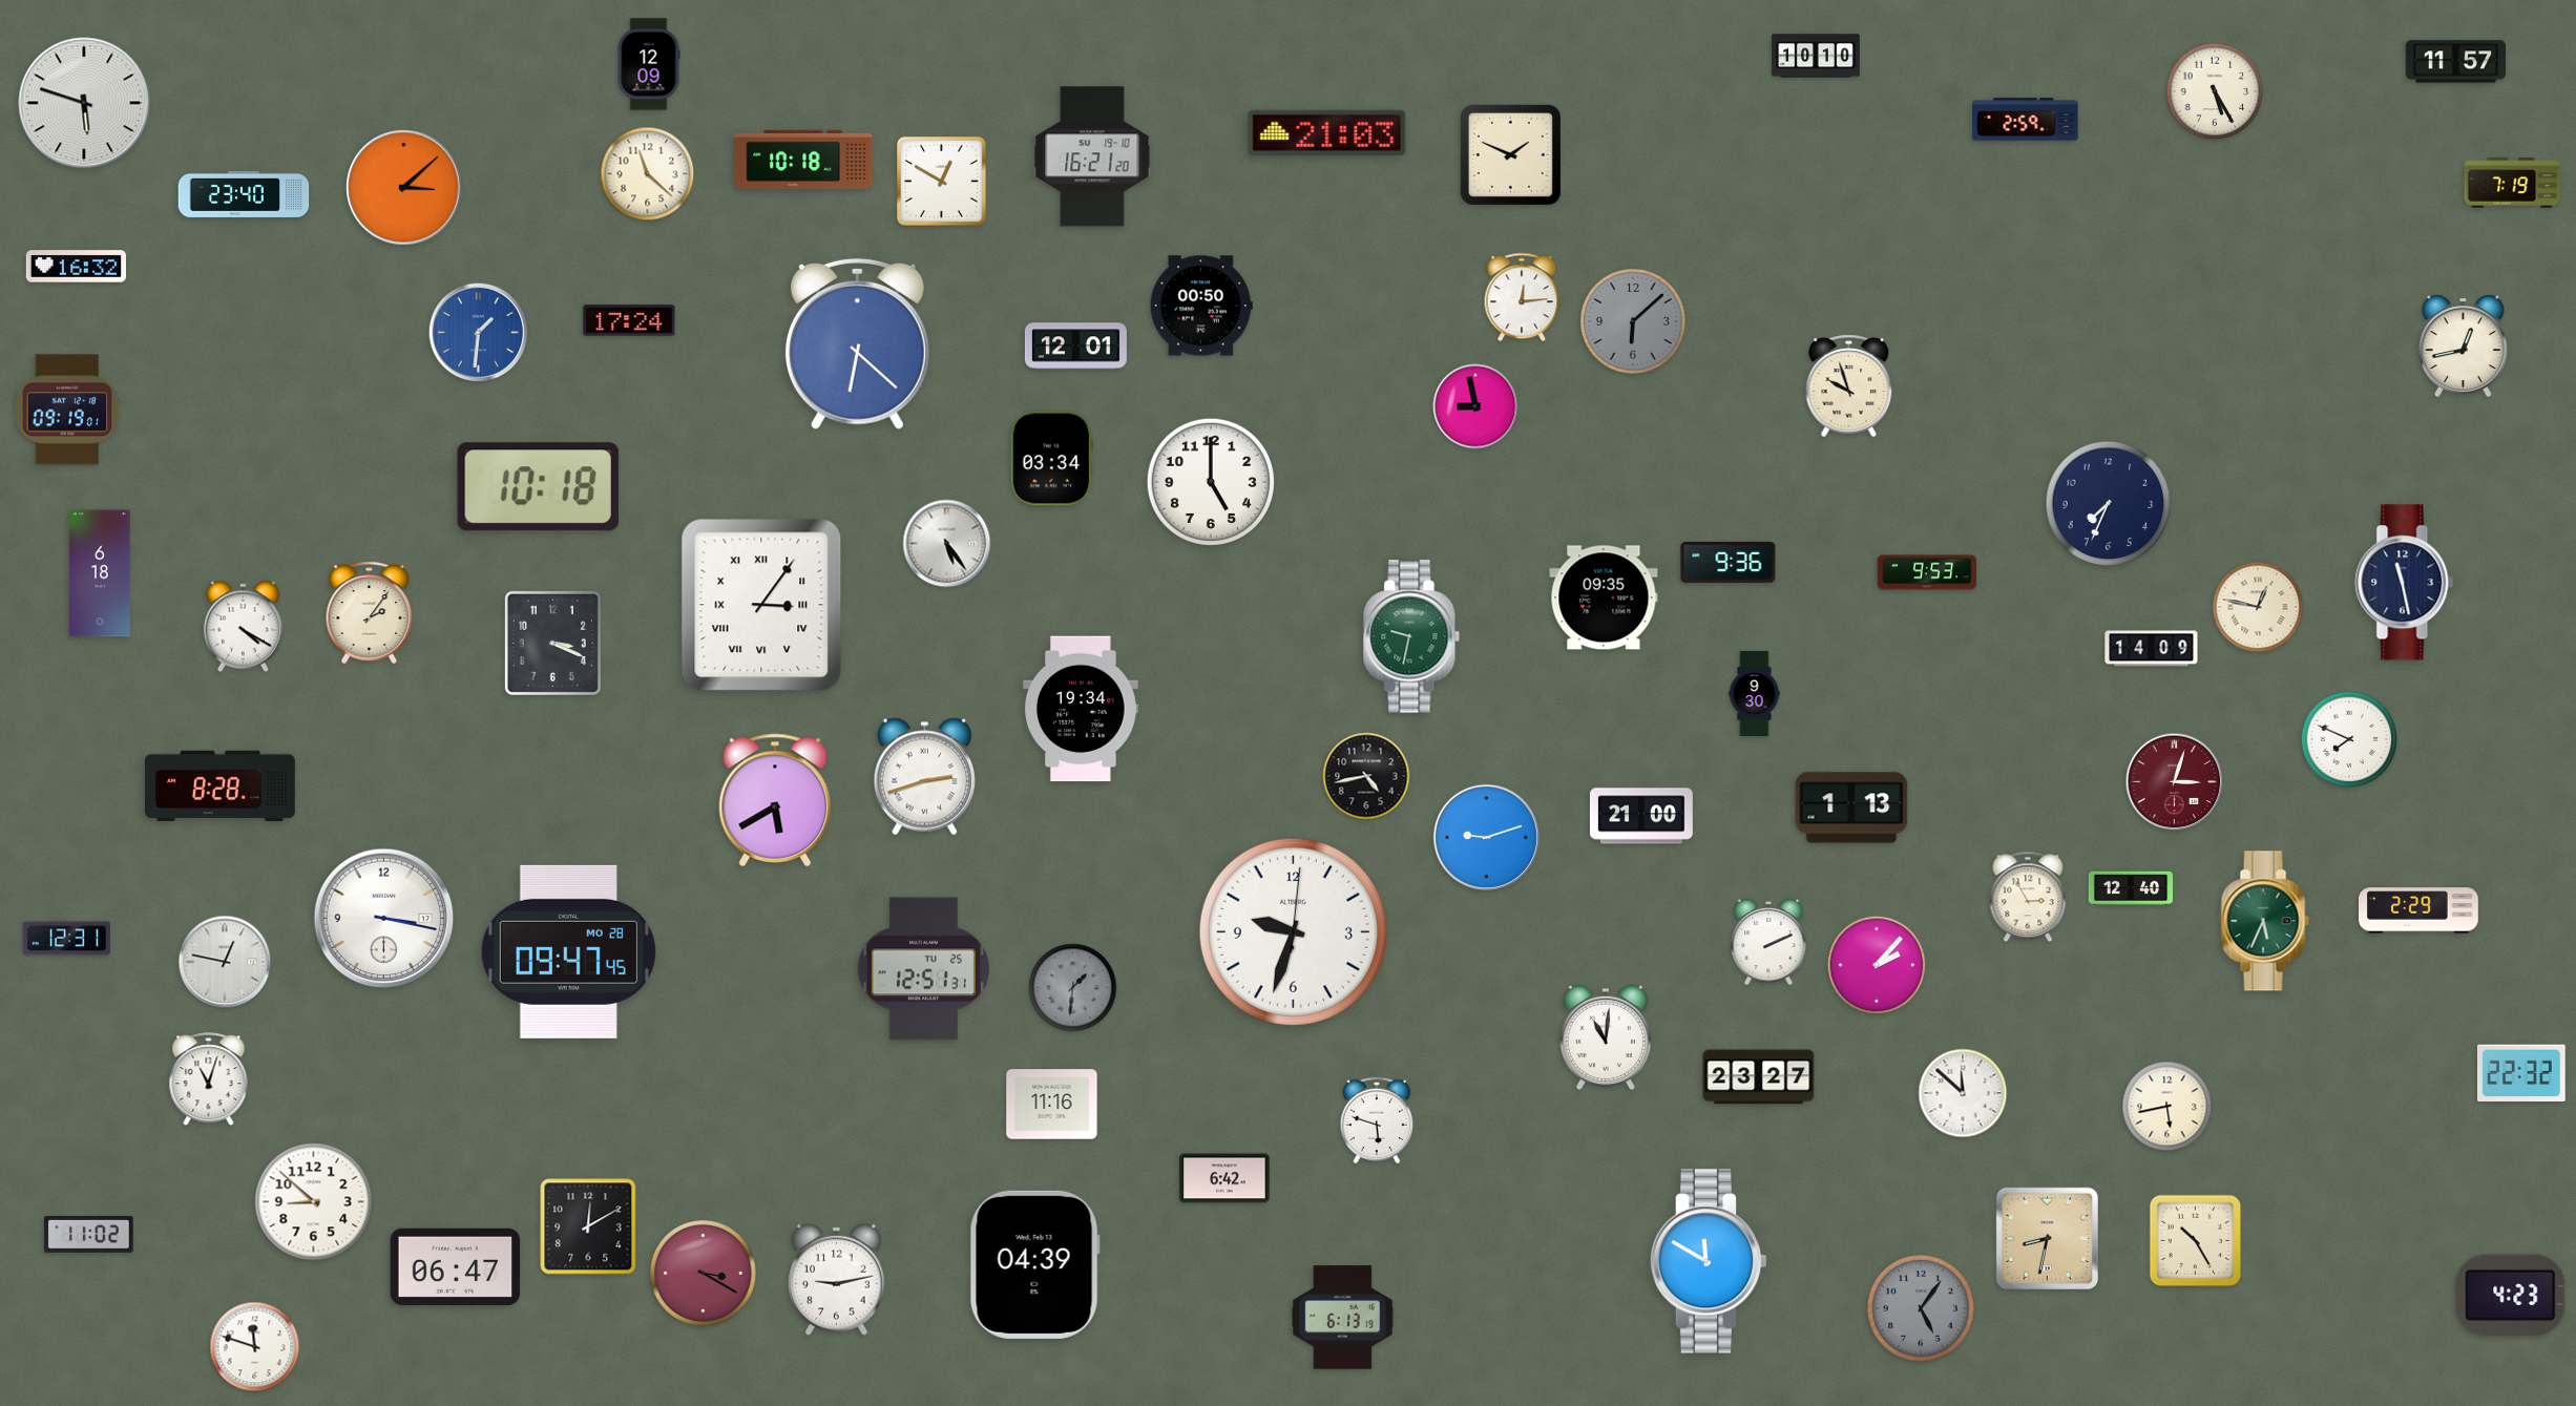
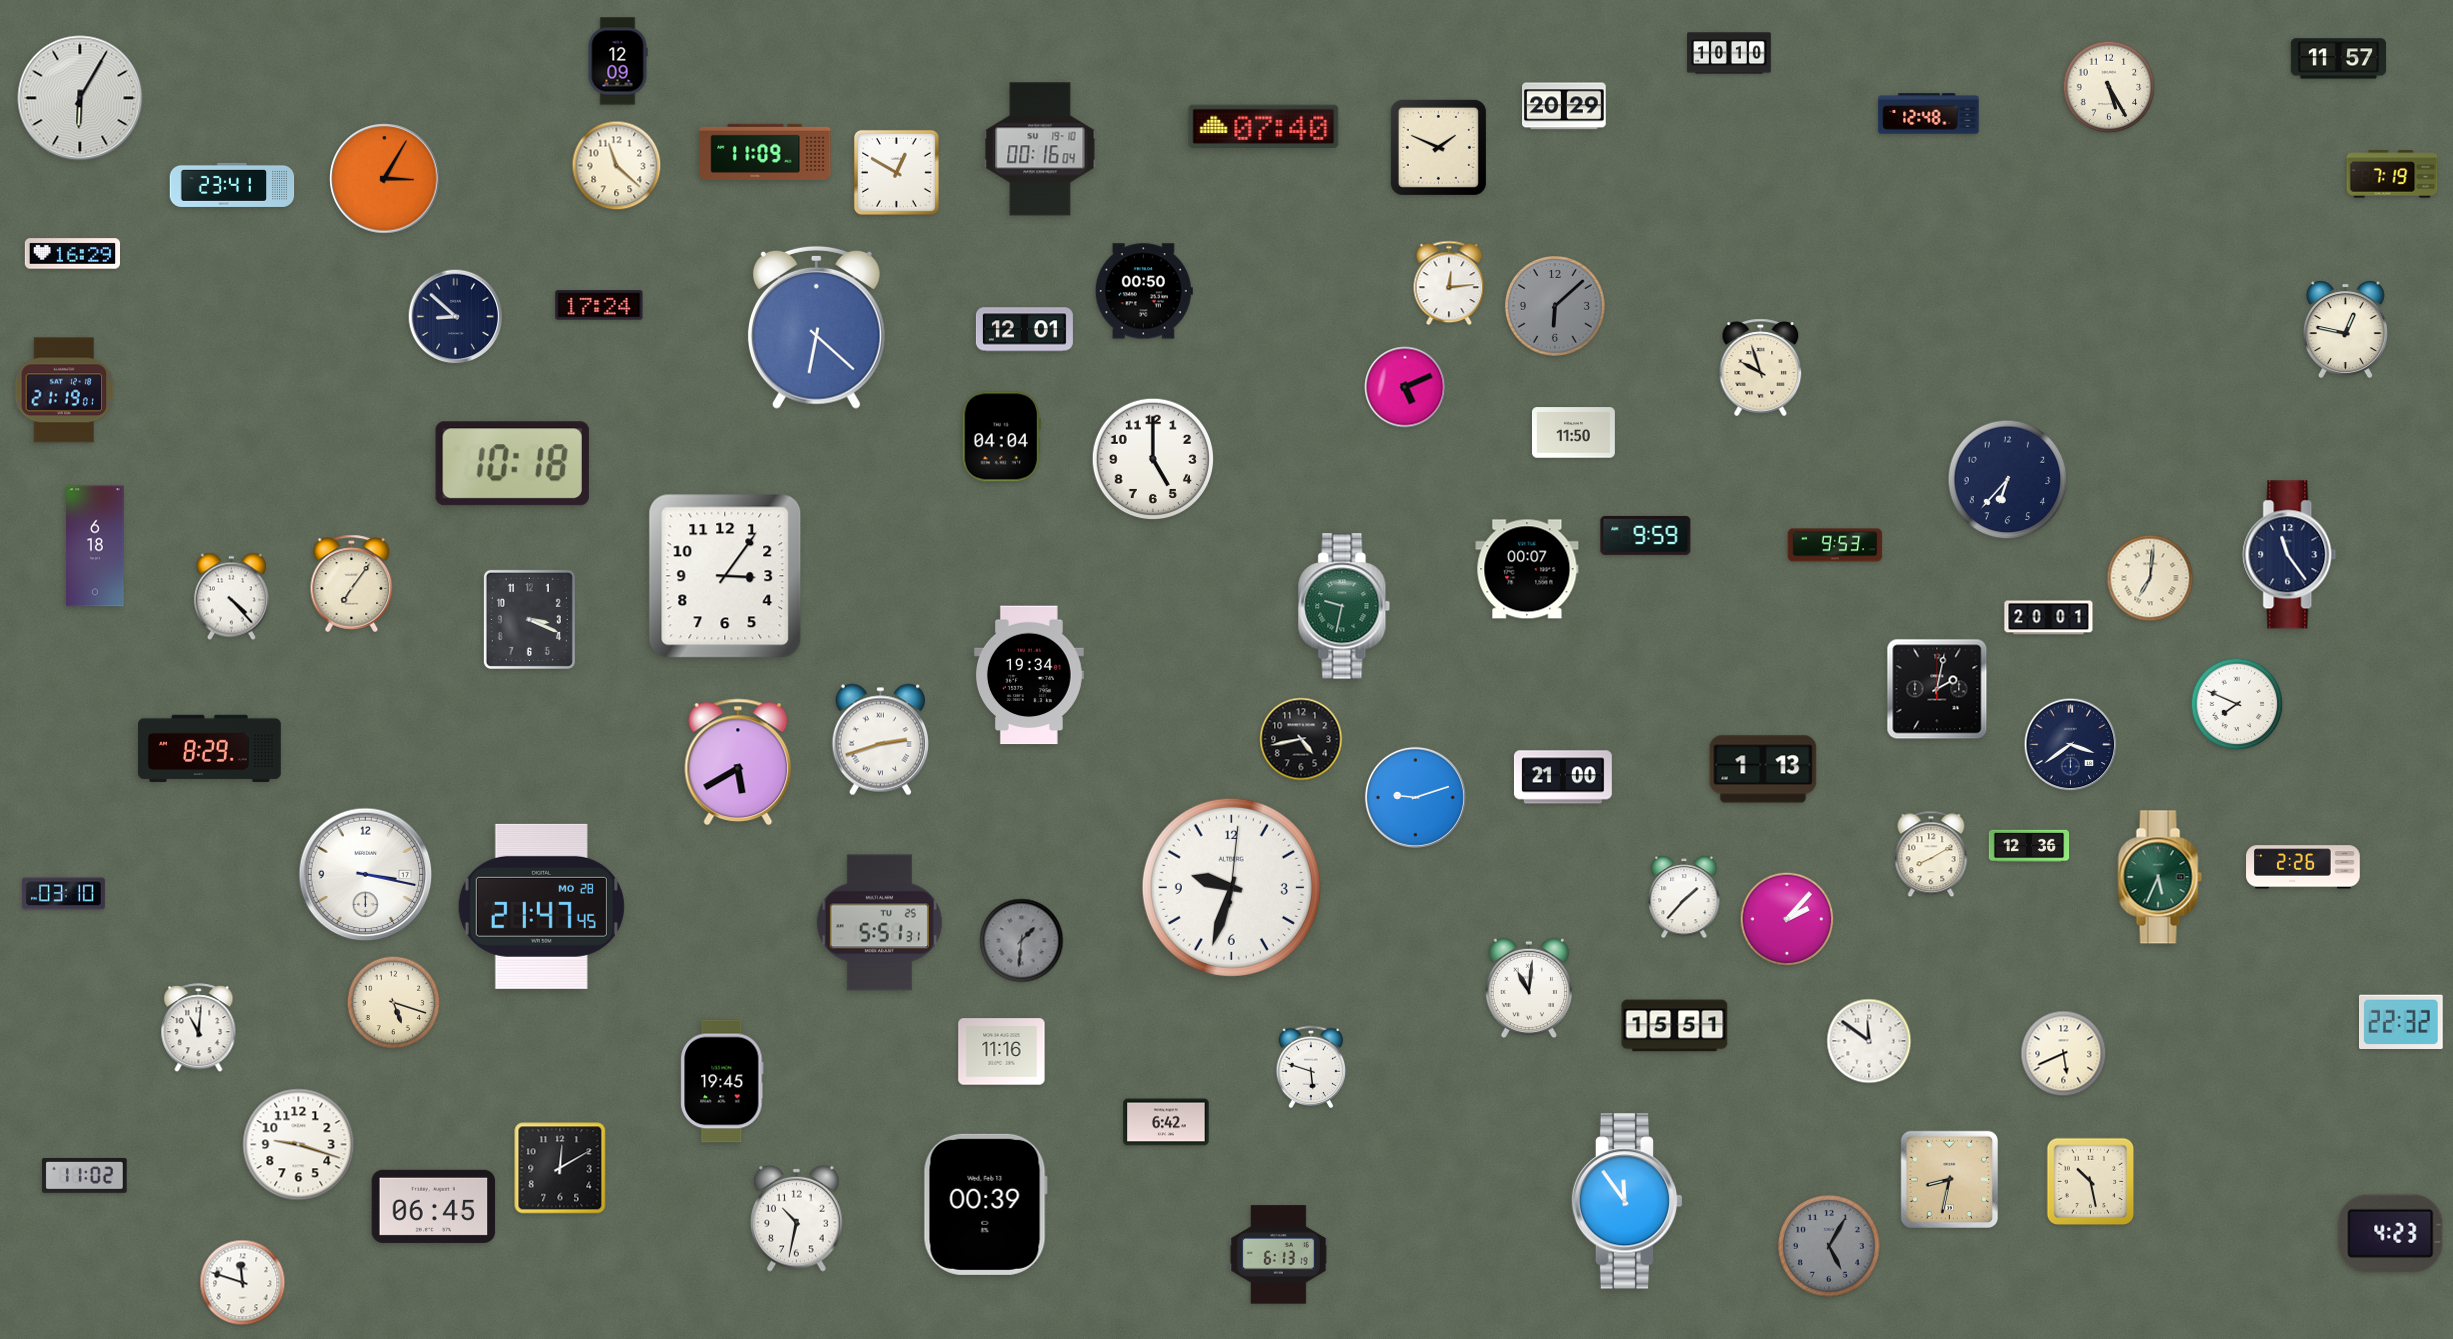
clock at (84, 103): 5:48 -> 6:05
clock at (1565, 106): none -> 20:29
clock at (2026, 120): 2:59 -> 12:48
clock at (1327, 133): 21:03 -> 07:40
clock at (1092, 156): 16:21 -> 00:16
clock at (803, 160): 10:18 -> 11:09
clock at (404, 188): 3:08 -> 3:05
clock at (244, 194): 23:40 -> 23:41
clock at (76, 267): 16:32 -> 16:29
clock at (479, 333): 1:31 -> 8:52
clock at (479, 333) dial: blue -> navy
clock at (2463, 347): 12:43 -> 12:47
clock at (1475, 406): 8:58 -> 5:11
clock at (67, 410): 09:19 -> 21:19
clock at (1573, 433): none -> 11:50
clock at (1051, 459): 03:34 -> 04:04
clock at (2109, 504): 7:34 -> 6:37
clock at (947, 544): 5:24 -> none
clock at (1729, 562): 9:36 -> 9:59
clock at (2405, 583): 11:28 -> 11:24
clock at (1604, 597): 09:35 -> 00:07
clock at (761, 605) numerals: Roman -> Arabic
clock at (2258, 607): 12:47 -> 7:01
clock at (370, 613): 2:06 -> 7:06
clock at (243, 627): 4:20 -> 4:23
clock at (552, 643) position: (552, 643) -> (529, 619)
clock at (2152, 649): 14:09 -> 20:01
clock at (1755, 693): 9:30 -> none
clock at (1937, 689): none -> 2:02
clock at (2175, 782): 3:03 -> 3:39
clock at (2175, 782) dial: burgundy -> navy
clock at (219, 785): 8:28 -> 8:29
clock at (2131, 888): 12:40 -> 12:36
clock at (2028, 897): 2:55 -> 8:10
clock at (2418, 910): 2:29 -> 2:26
clock at (2265, 921) position: (2265, 921) -> (2160, 877)
clock at (67, 939): 12:31 -> 03:10
clock at (1768, 942): 2:11 -> 1:37
clock at (568, 951): 09:47 -> 21:47
clock at (225, 962): 12:47 -> none
clock at (923, 969): 12:51 -> 5:51
clock at (394, 1003): none -> 5:18
clock at (1759, 1077): 23:27 -> 15:51
clock at (209, 1079): 11:03 -> 11:01
clock at (1963, 1093): 11:52 -> 11:51
clock at (2167, 1107): 5:43 -> 5:41
clock at (722, 1081): none -> 19:45
clock at (314, 1202): 8:52 -> 9:18
clock at (2196, 1241): 10:25 -> 10:28
clock at (1709, 1261): 11:50 -> 11:54
clock at (1034, 1264): 04:39 -> 00:39
clock at (456, 1266): 06:47 -> 06:45
clock at (704, 1274): 3:20 -> none
clock at (837, 1279): 9:13 -> 10:32
clock at (1921, 1308): 5:06 -> 5:05
